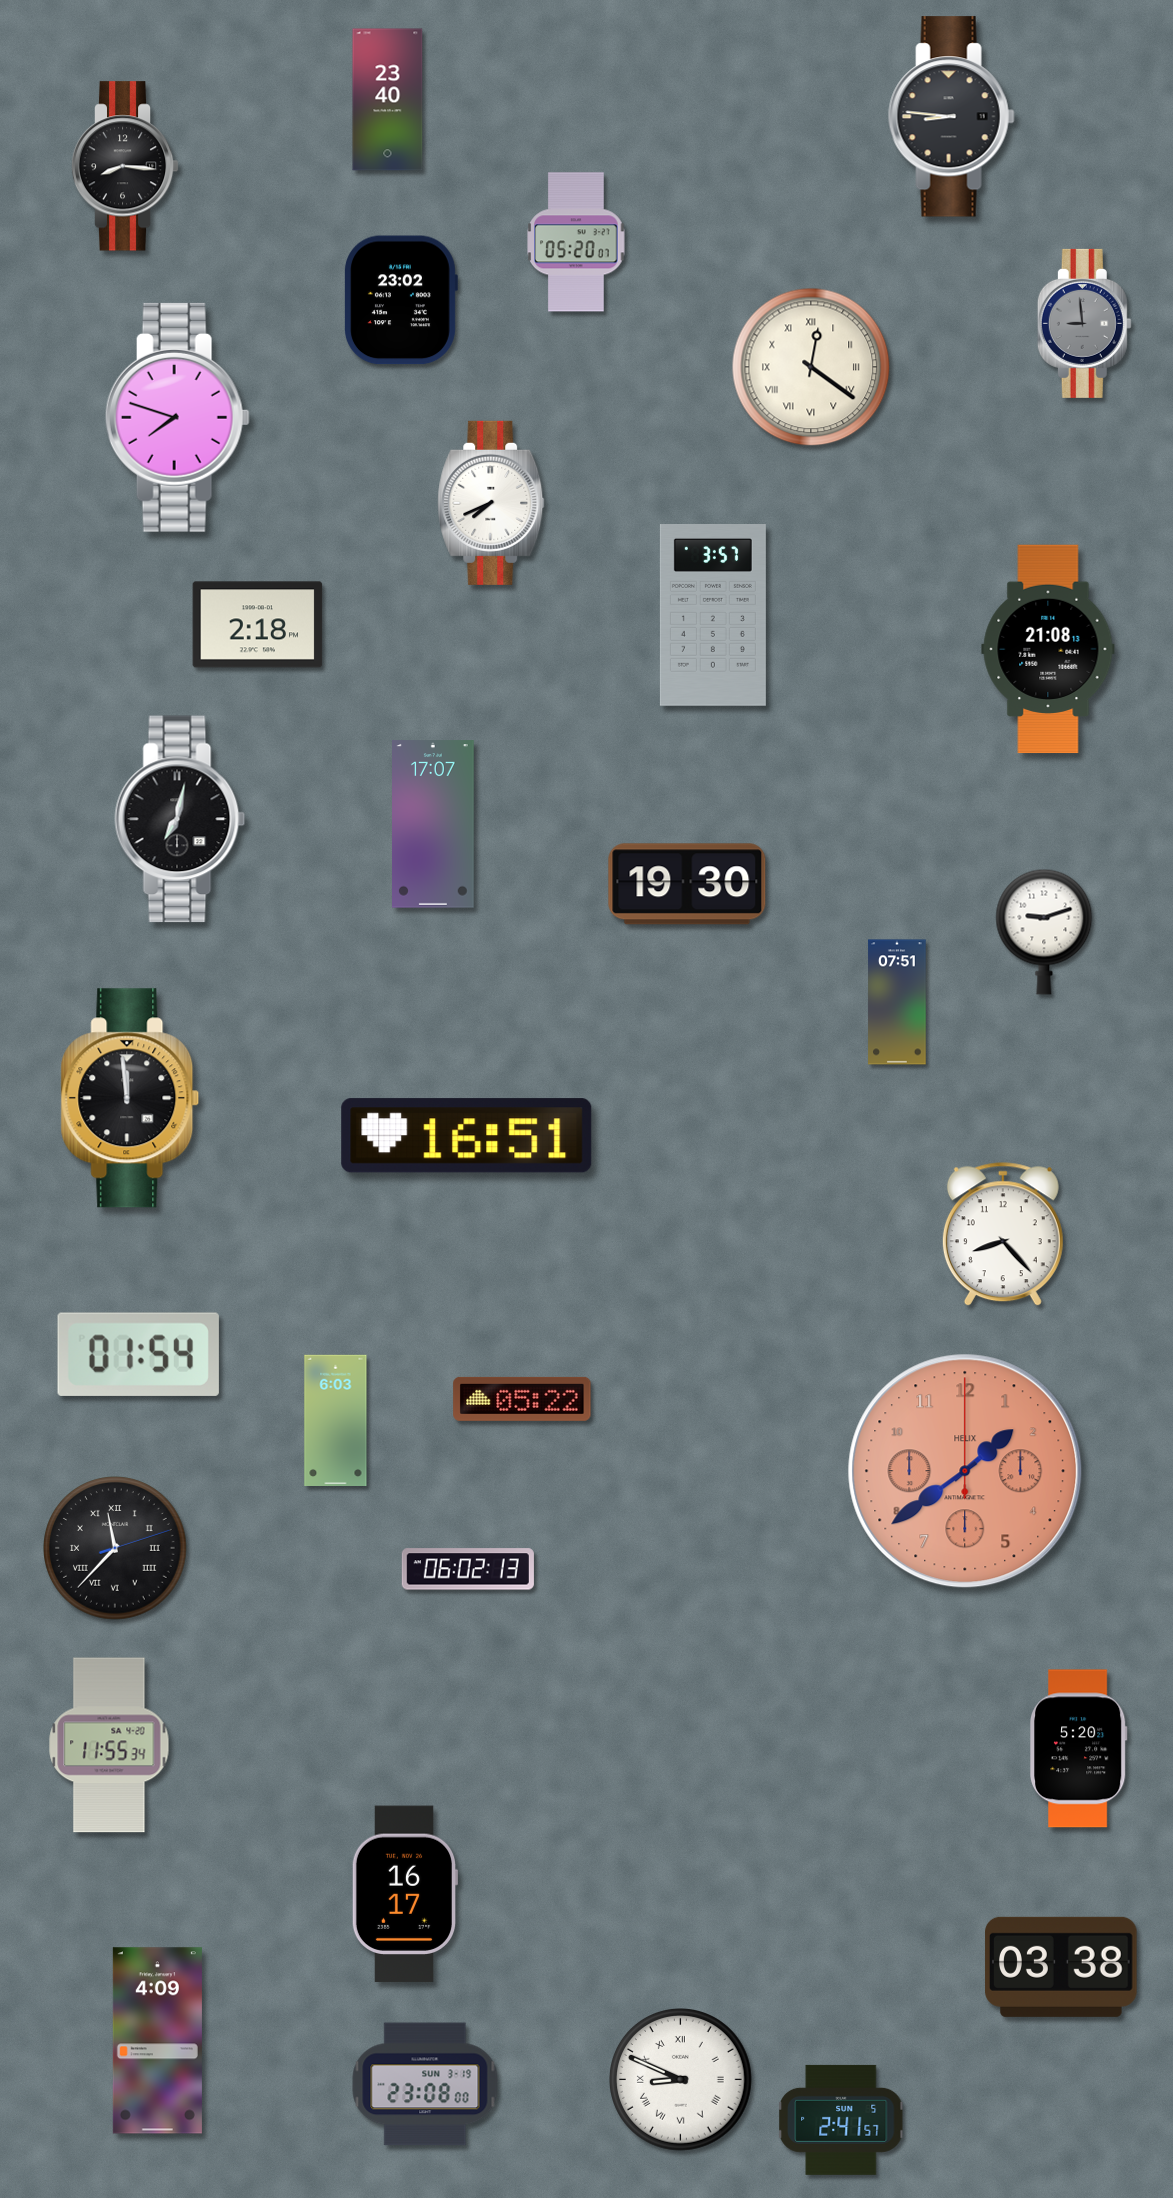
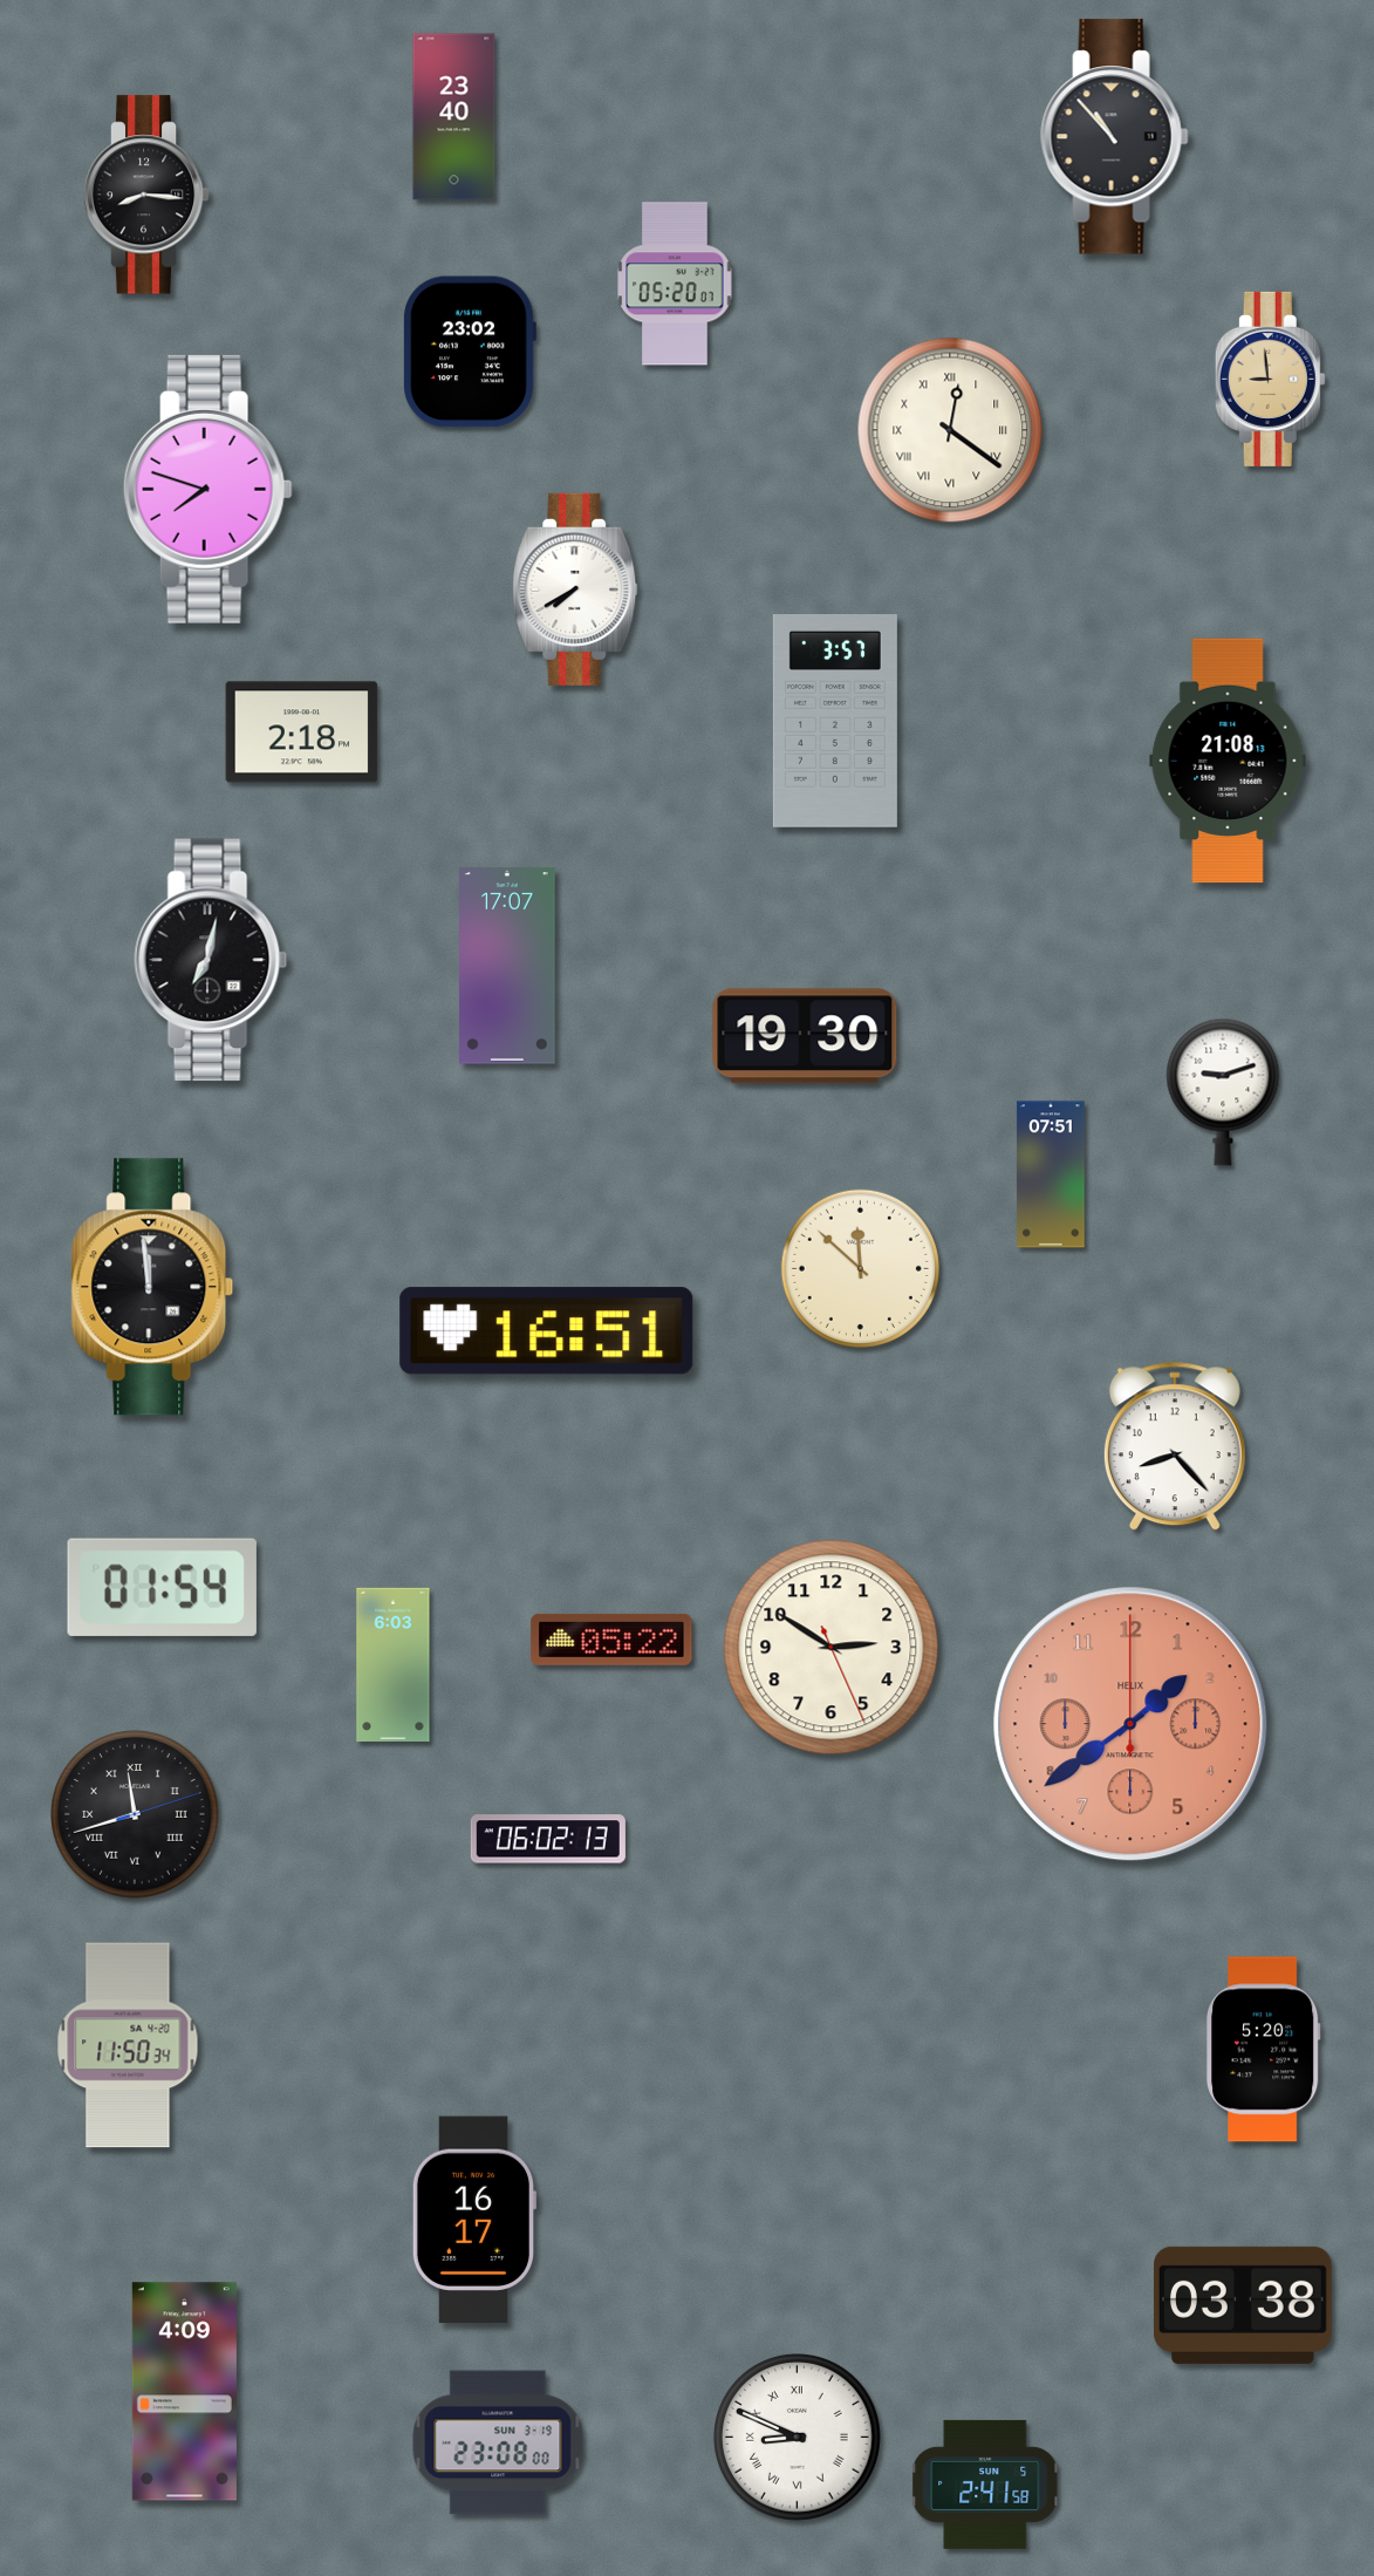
clock at (951, 117): 8:46 -> 10:53
clock at (1084, 323) dial: grey -> champagne
clock at (491, 503): 7:41 -> 7:40
clock at (860, 1268): none -> 11:52
clock at (832, 1648): none -> 2:50
clock at (115, 1548): 11:37 -> 11:42
clock at (109, 1745): 11:55 -> 11:50
clock at (842, 2120): 2:41:57 -> 2:41:58
